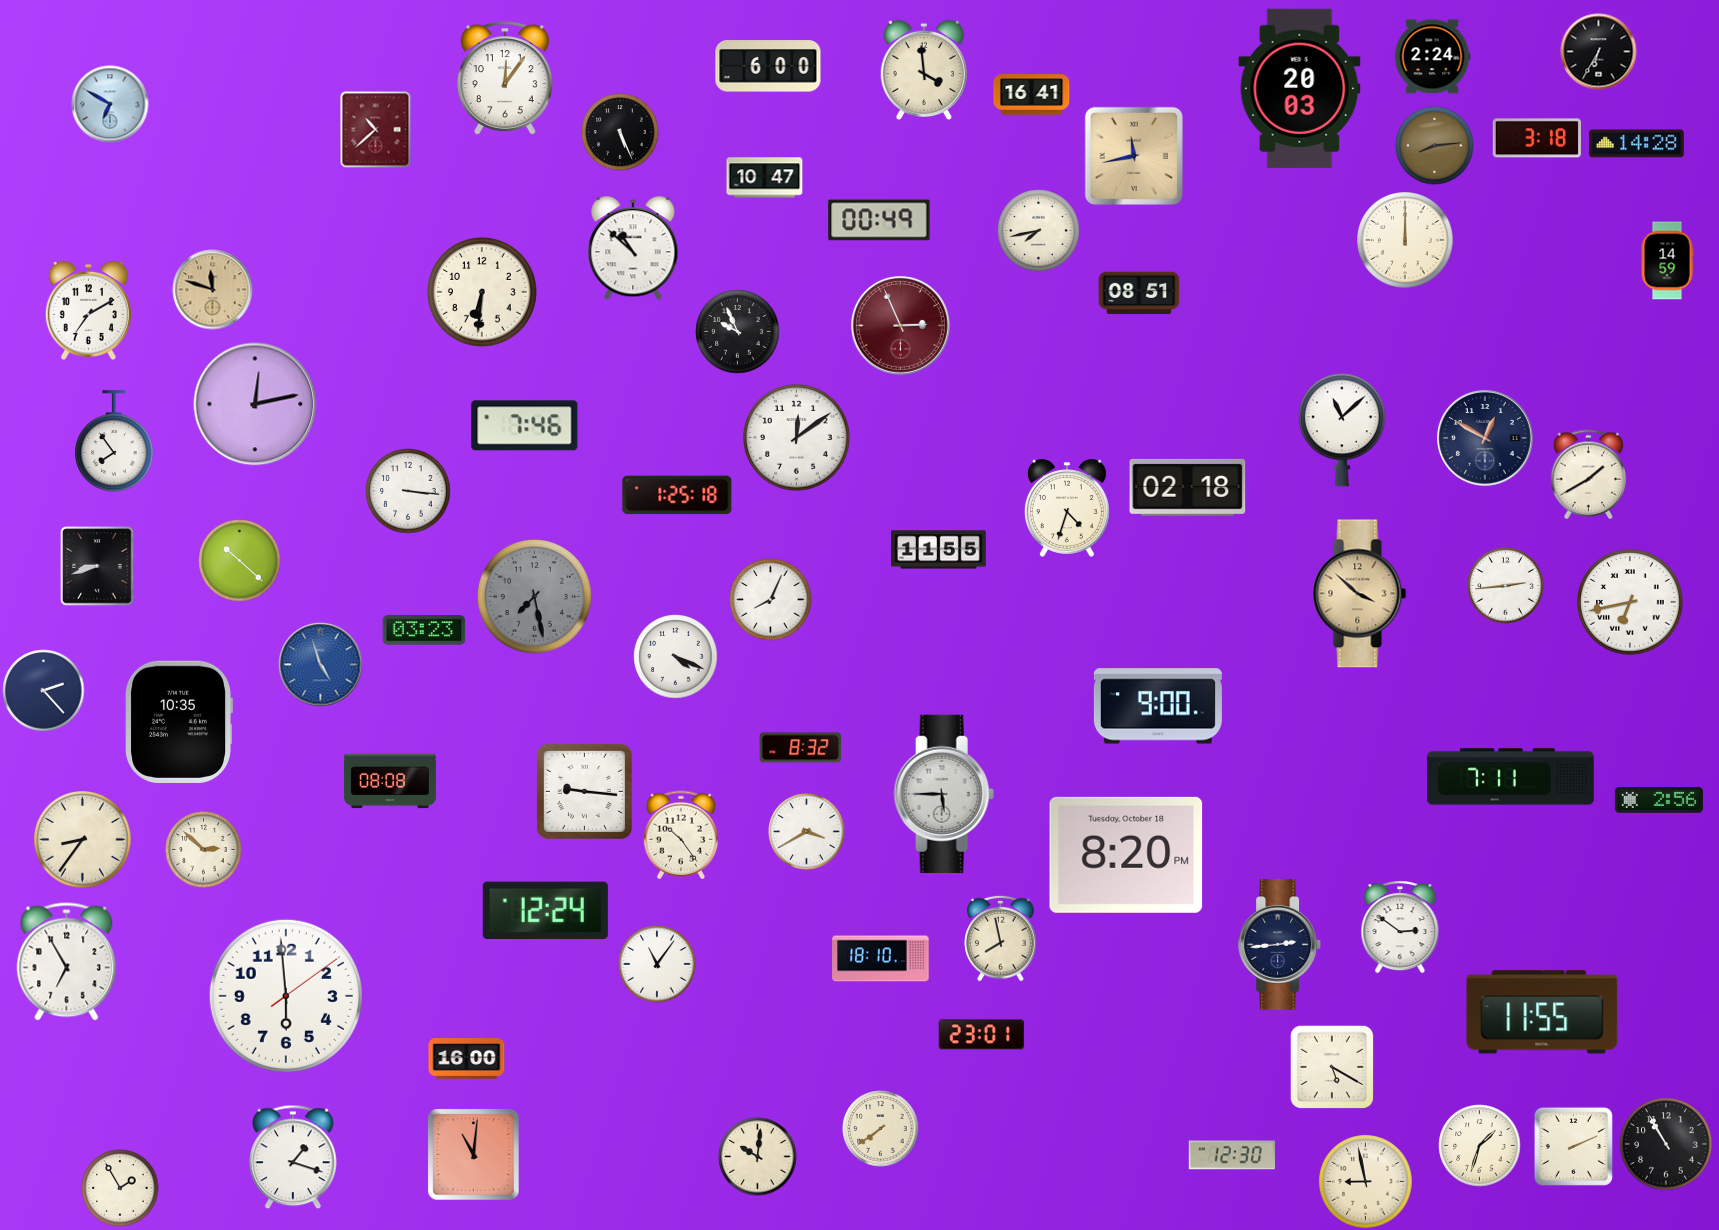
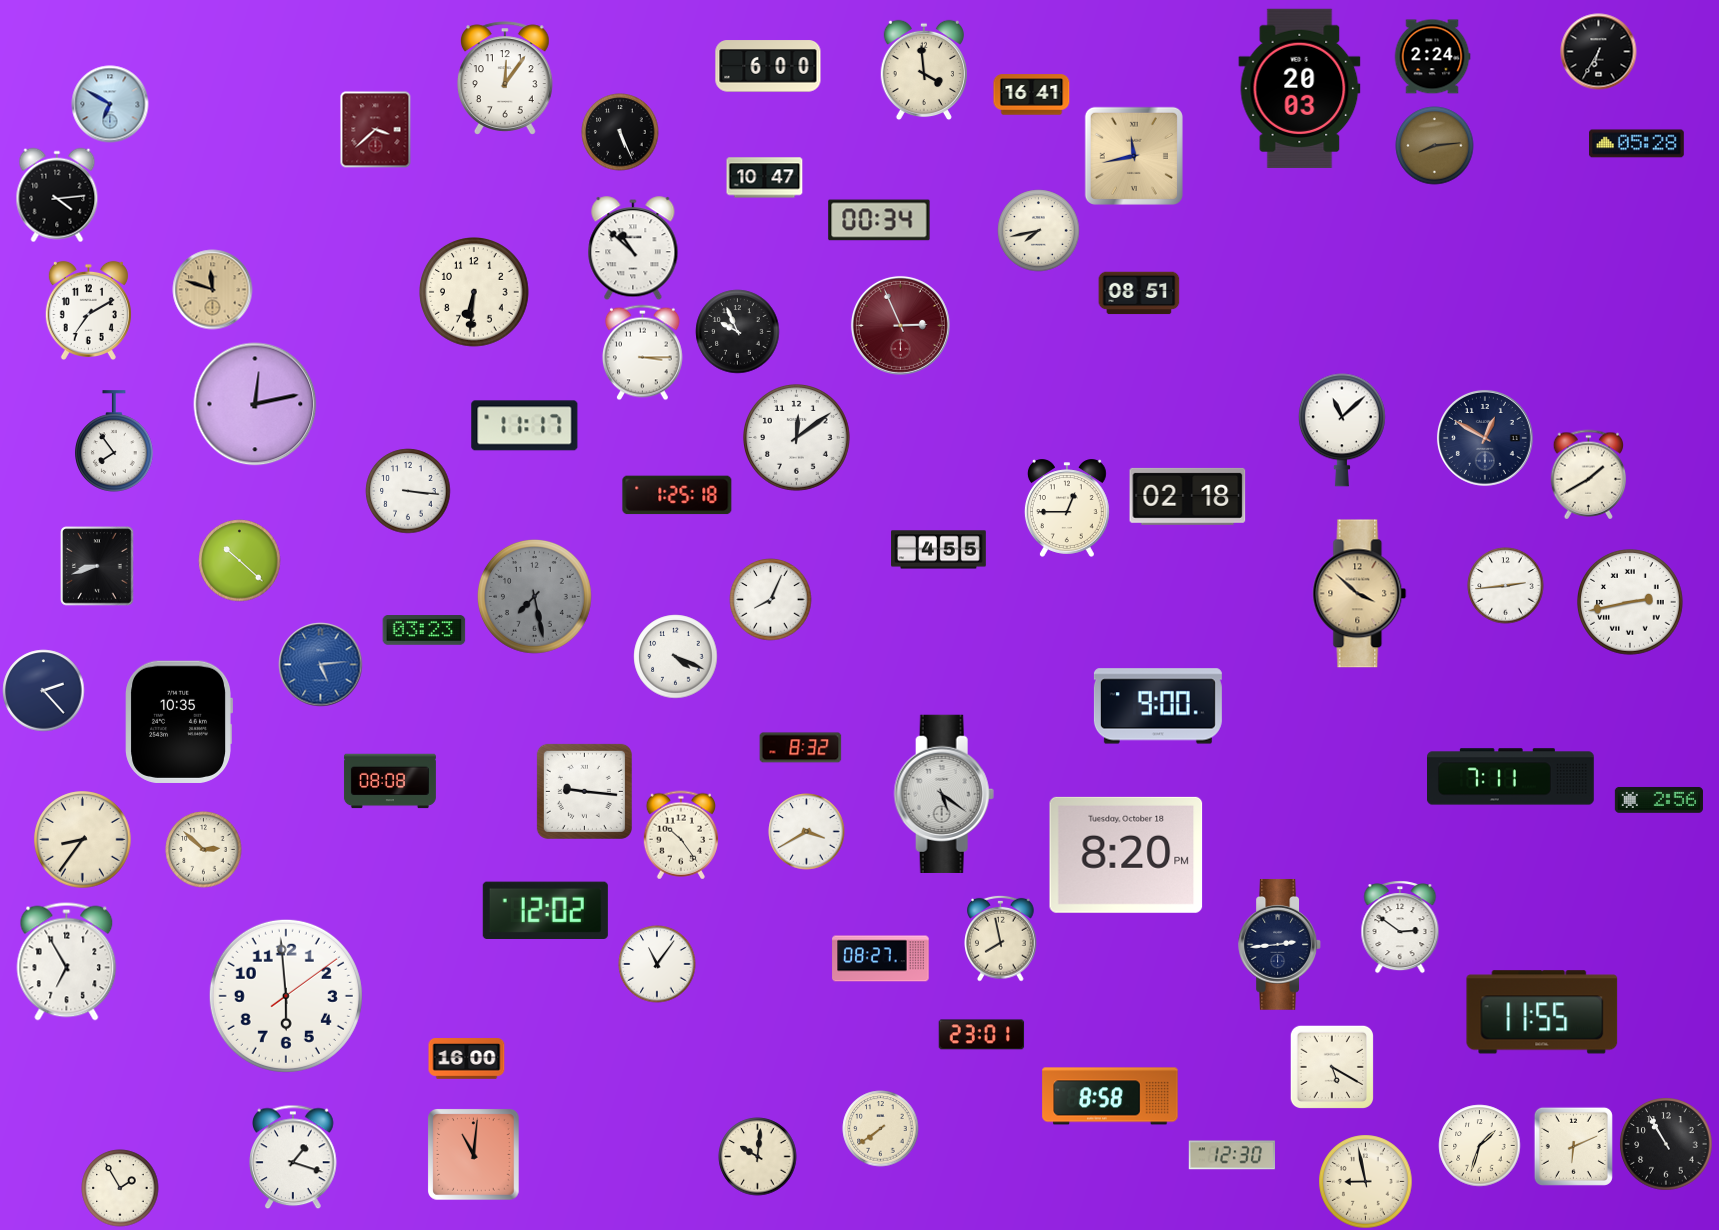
clock at (376, 130): 10:38 -> 3:38
clock at (1537, 138): 3:18 -> none
clock at (1637, 144): 14:28 -> 05:28
clock at (57, 195): none -> 4:14
clock at (879, 220): 00:49 -> 00:34
clock at (1405, 240): 12:00 -> none
clock at (1667, 261): 14:59 -> none
clock at (483, 293) position: (483, 293) -> (475, 293)
clock at (643, 353): none -> 3:15
clock at (525, 426): 7:46 -> 11:17
clock at (1188, 487) position: (1188, 487) -> (1188, 496)
clock at (1067, 508): 4:33 -> 12:45
clock at (939, 550): 11:55 -> 4:55
clock at (1631, 603): 6:43 -> 2:43
clock at (321, 665): 4:57 -> 5:14
clock at (944, 794): 5:45 -> 5:21
clock at (545, 910): 12:24 -> 12:02
clock at (881, 959): 18:10 -> 08:27
clock at (1110, 1096): none -> 8:58
clock at (1573, 1146): 2:11 -> 6:11
